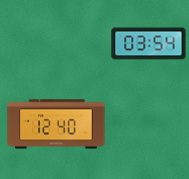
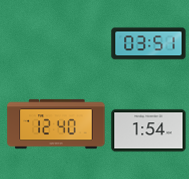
clock at (149, 44): 03:54 -> 03:51
clock at (149, 131): none -> 1:54
